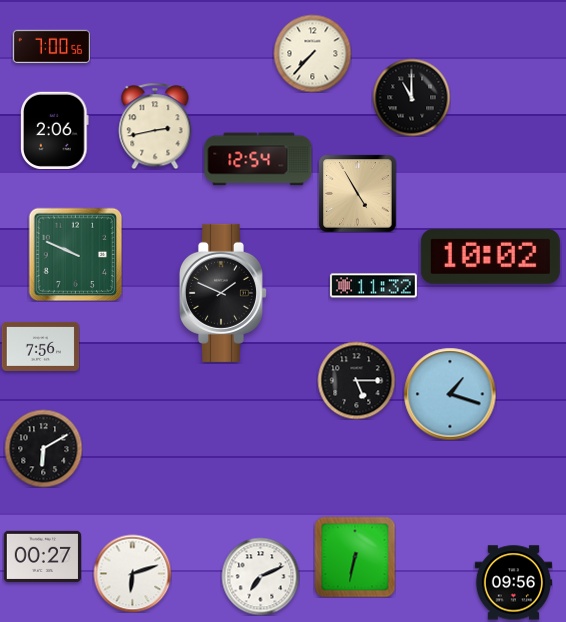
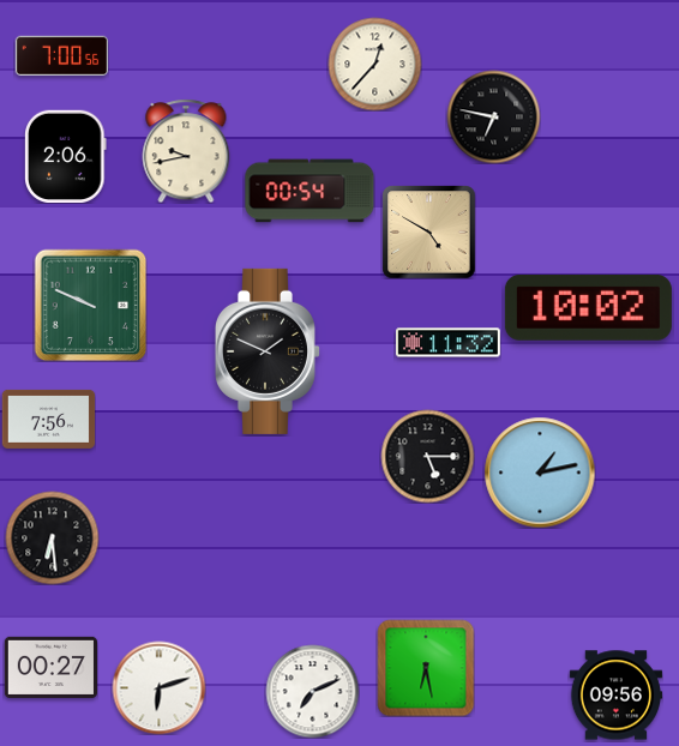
clock at (312, 53): 7:37 -> 12:37
clock at (411, 97): 11:00 -> 6:47
clock at (155, 126): 2:43 -> 9:43
clock at (258, 159): 12:54 -> 00:54
clock at (357, 193): 4:55 -> 4:50
clock at (40, 346) position: (40, 346) -> (48, 419)
clock at (450, 394): 1:18 -> 1:13
clock at (43, 448): 6:10 -> 6:29
clock at (355, 557): 6:32 -> 6:28
clock at (513, 583) position: (513, 583) -> (615, 696)
